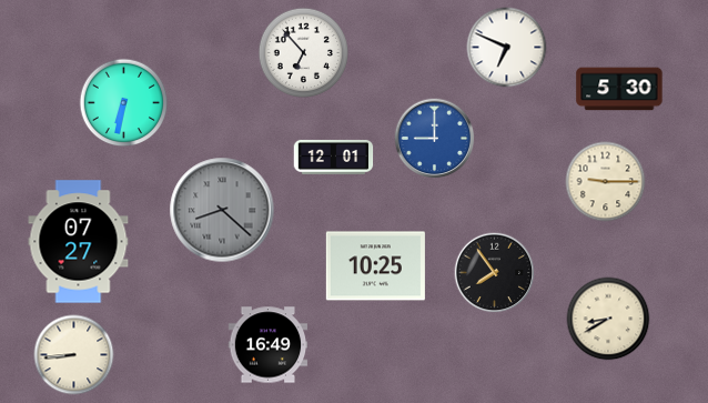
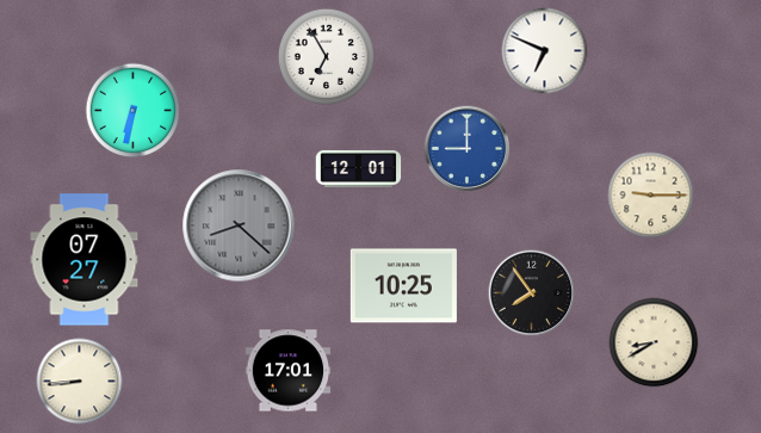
clock at (303, 52): 6:53 -> 6:55
clock at (619, 89): 5:30 -> none
clock at (269, 345): 16:49 -> 17:01
